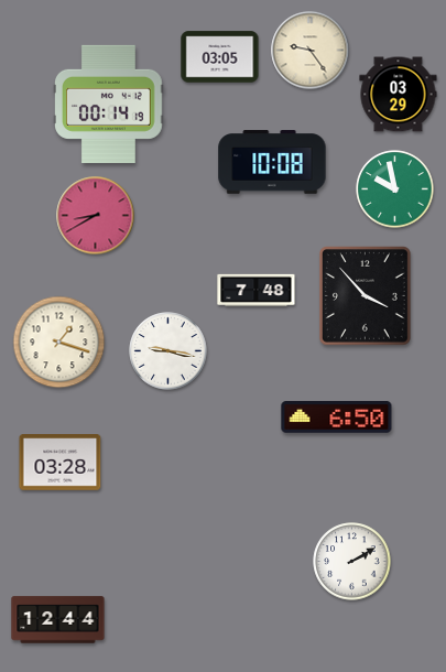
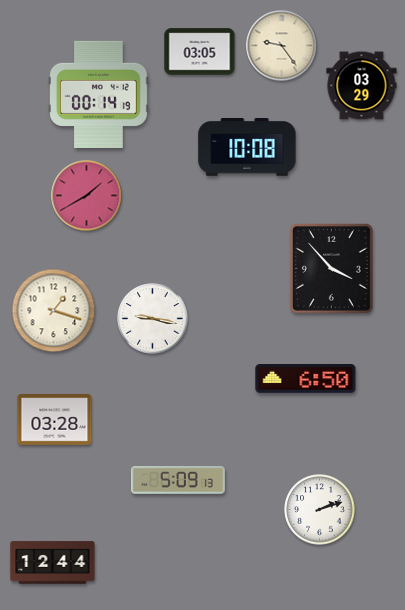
clock at (395, 189): 9:58 -> none
clock at (96, 216): 8:40 -> 1:40
clock at (257, 290): 7:48 -> none
clock at (178, 481): none -> 5:09
clock at (352, 562): 2:10 -> 2:12
